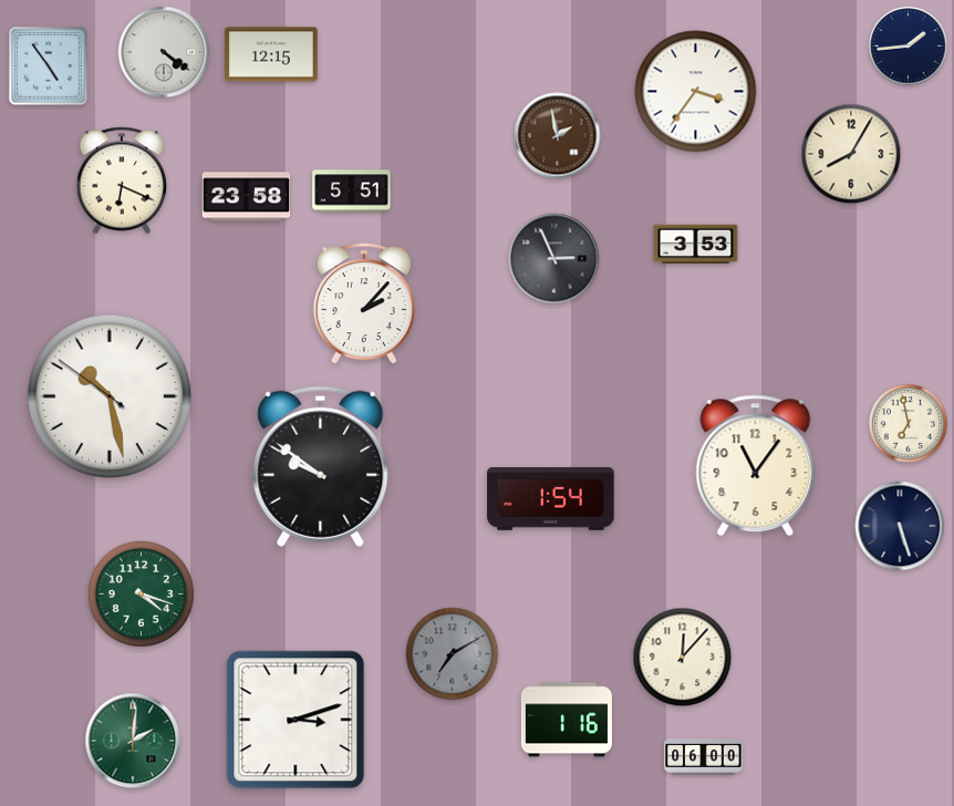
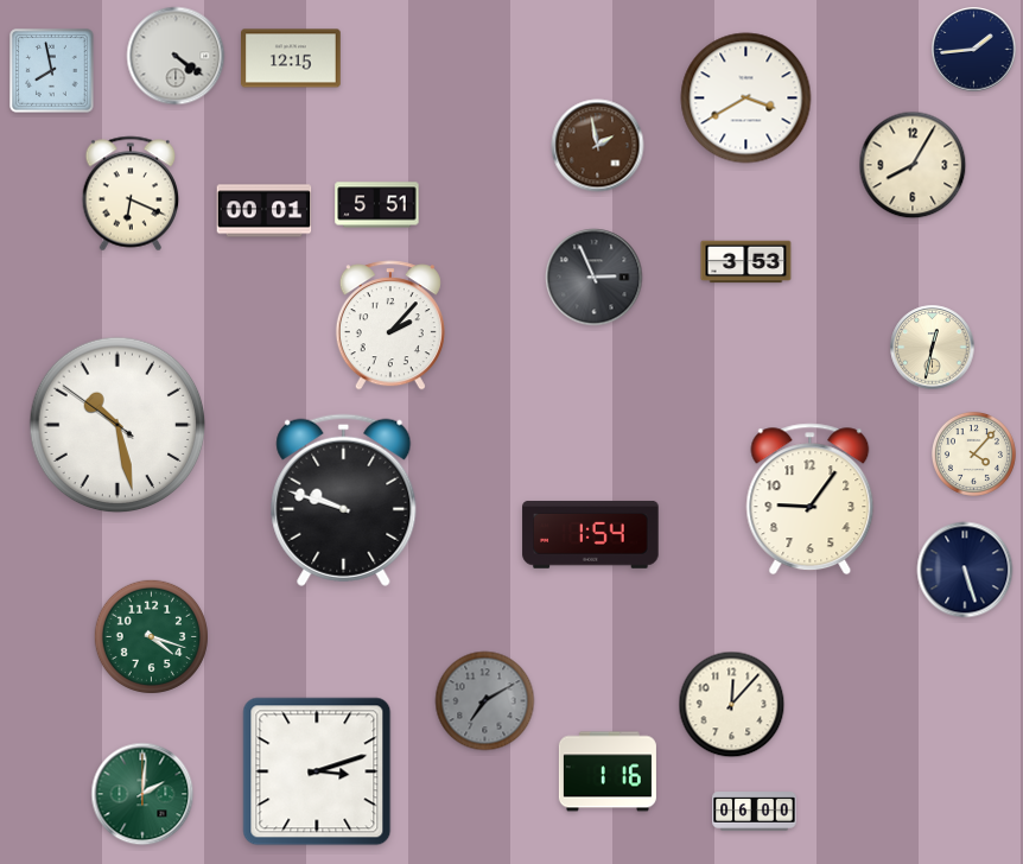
clock at (49, 66): 4:54 -> 7:58
clock at (696, 92): 3:36 -> 3:40
clock at (247, 197): 23:58 -> 00:01
clock at (933, 348): none -> 12:32
clock at (908, 423): 6:58 -> 4:07
clock at (321, 466): 9:51 -> 9:48
clock at (756, 466): 11:06 -> 9:06
clock at (900, 526) position: (900, 526) -> (965, 570)
